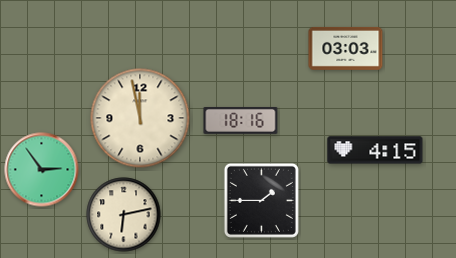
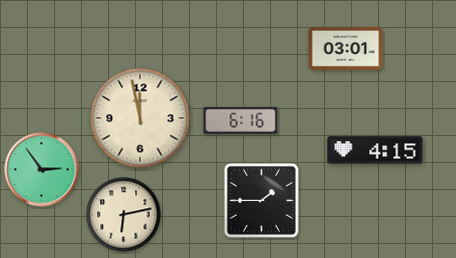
clock at (346, 48): 03:03 -> 03:01
clock at (241, 121): 18:16 -> 6:16
